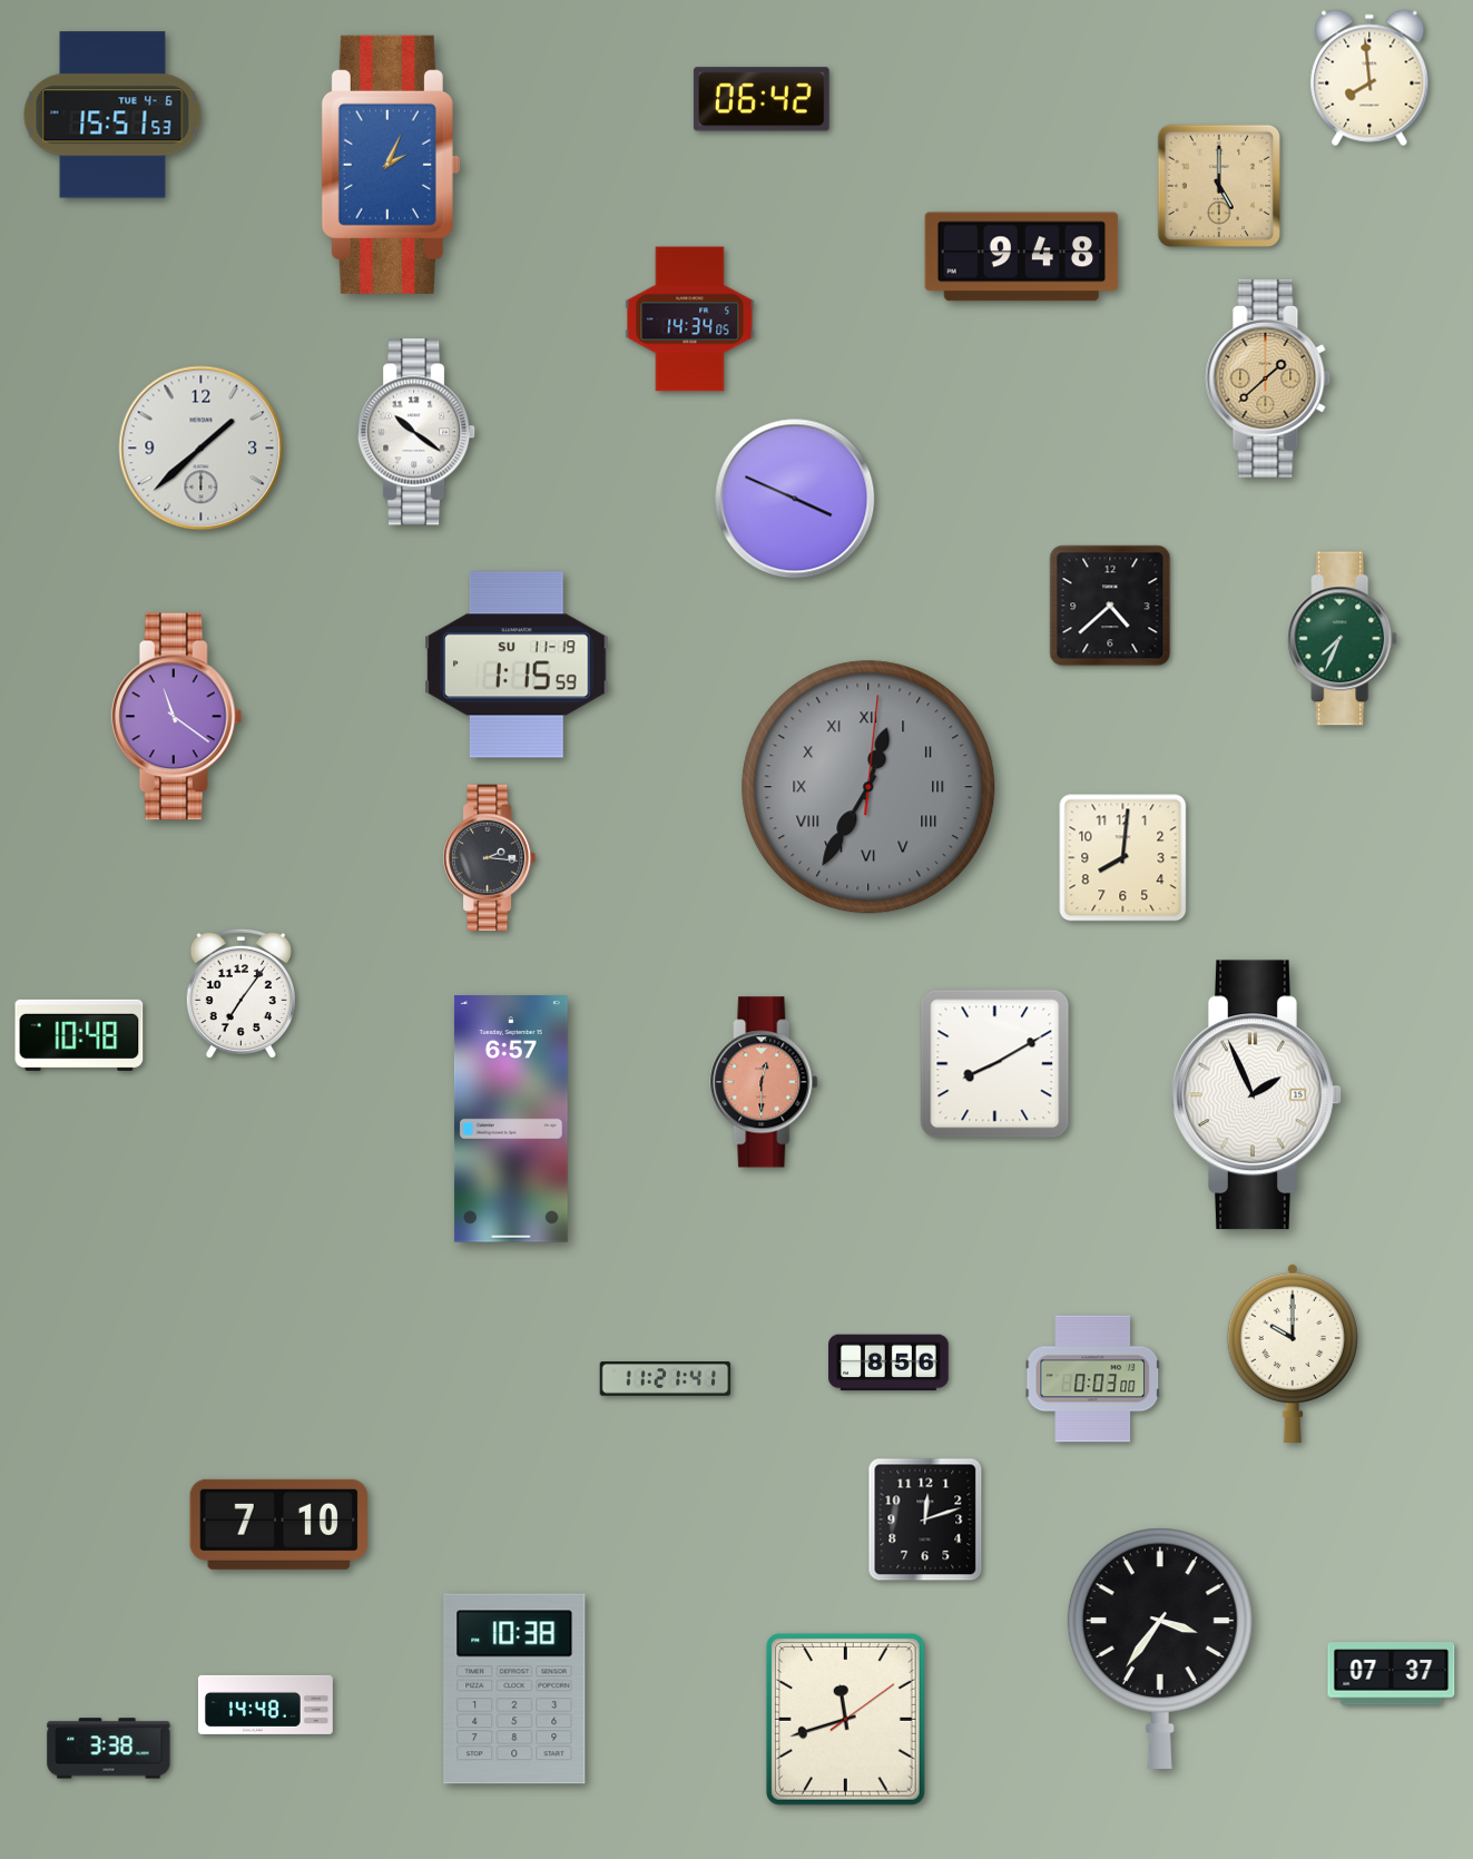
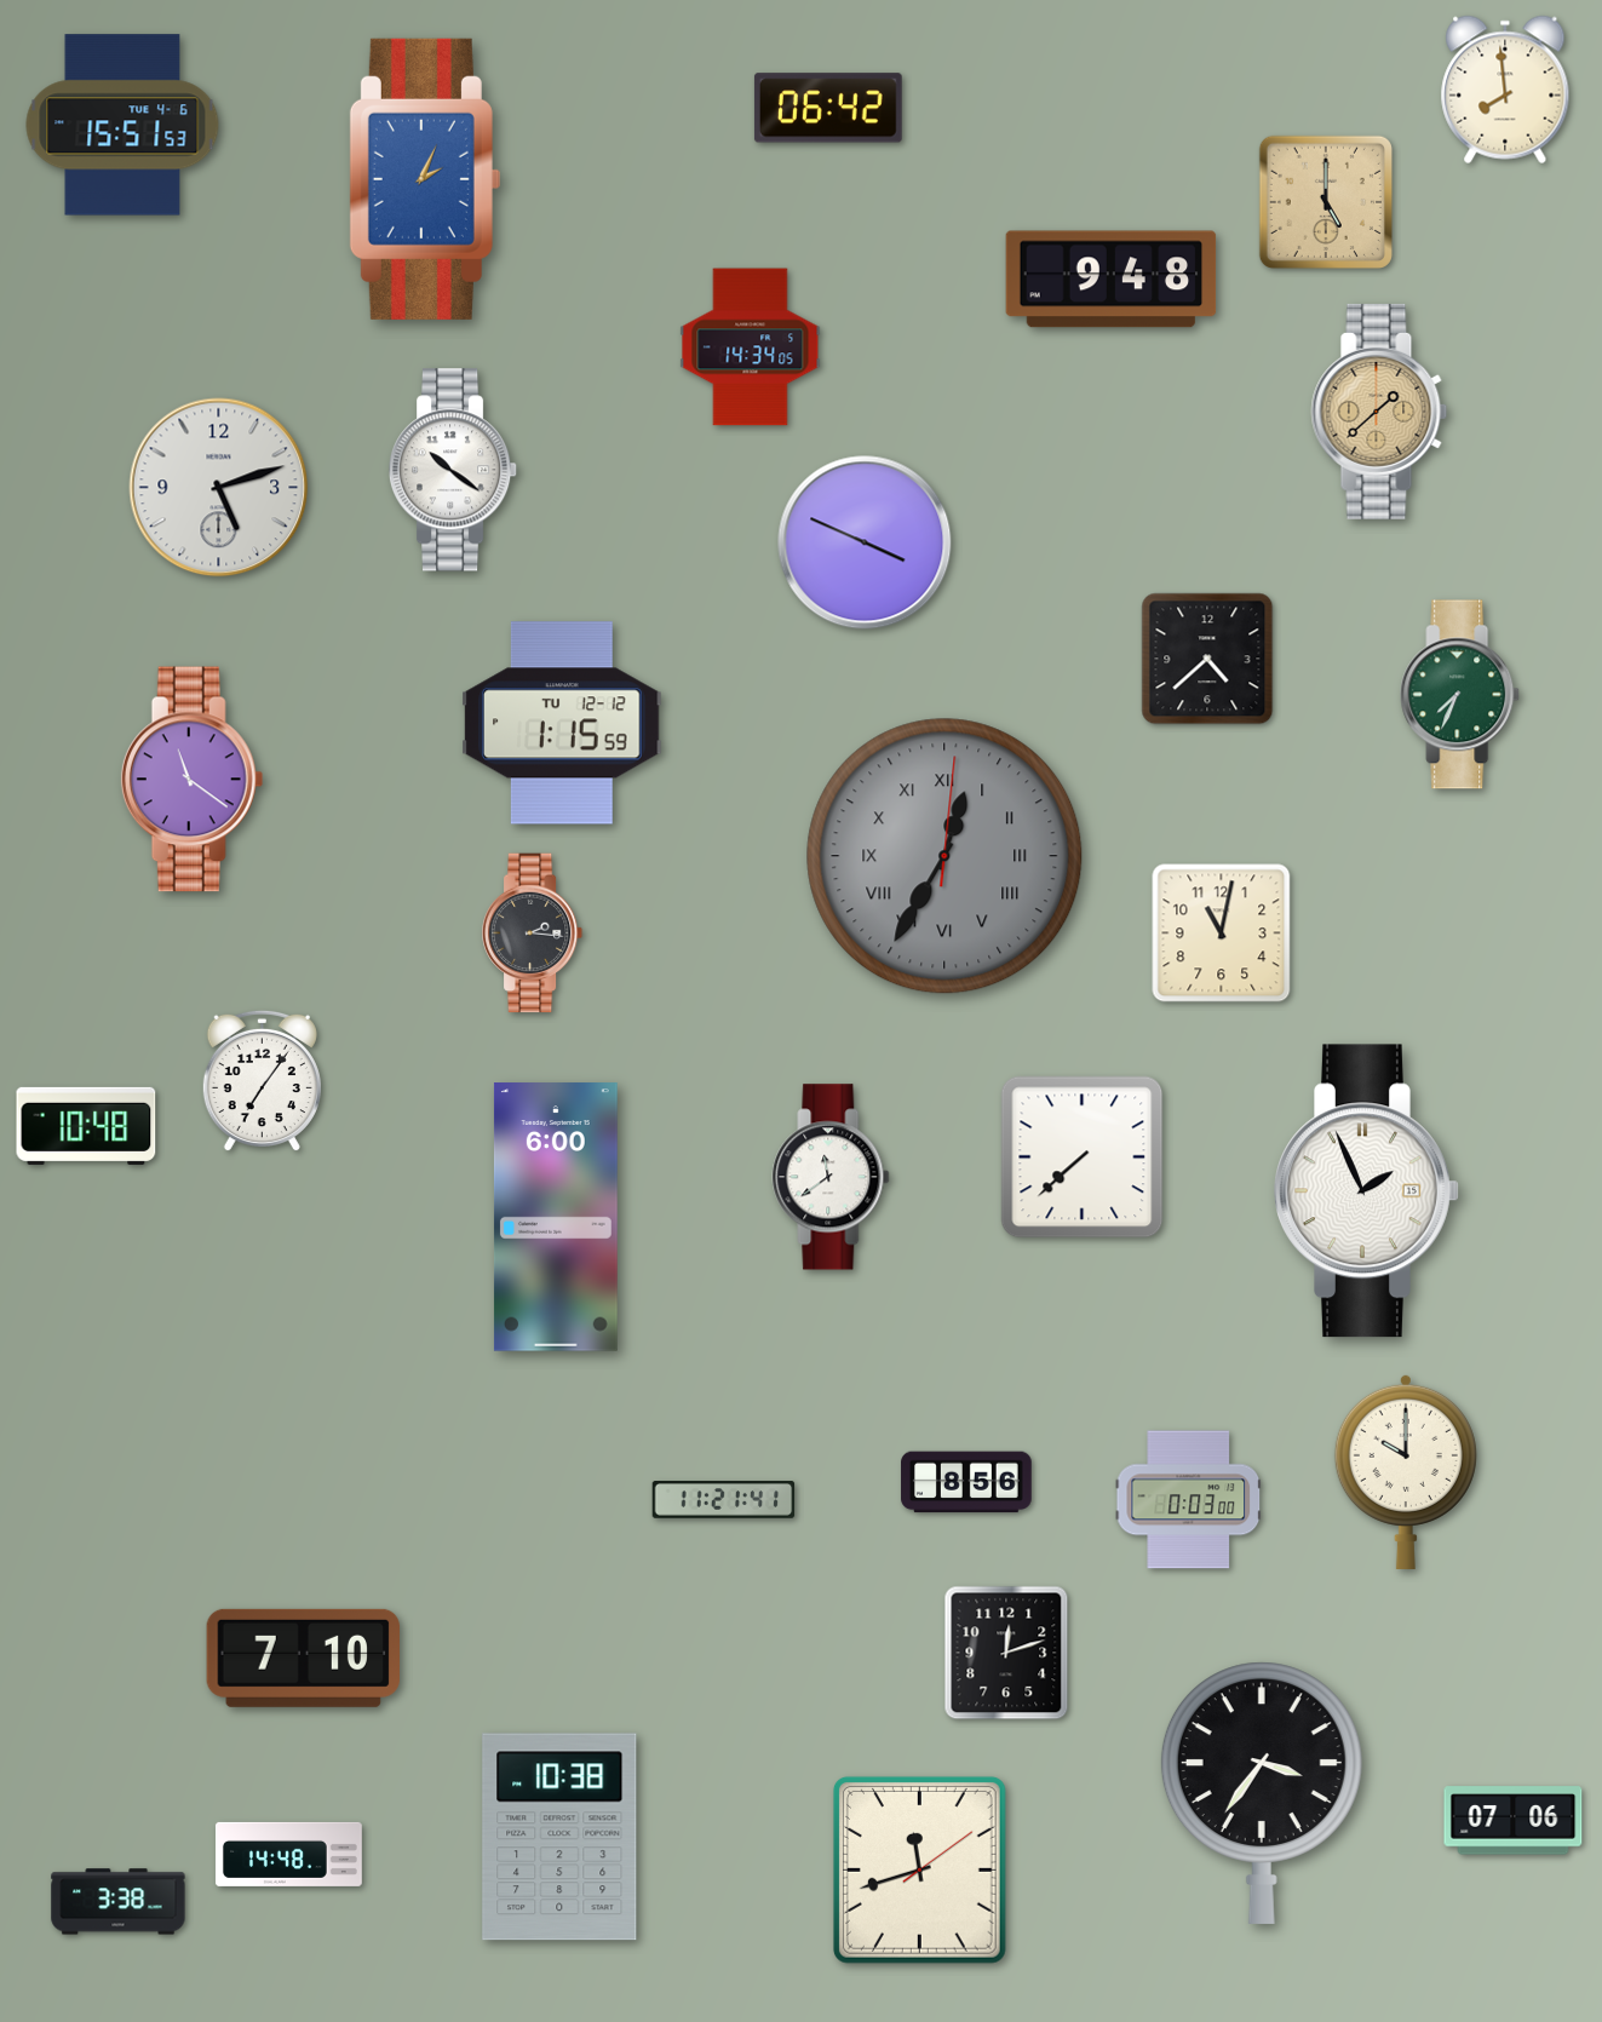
clock at (1369, 78) position: (1369, 78) -> (1505, 90)
clock at (202, 449): 1:38 -> 5:12
clock at (517, 665) date: SU 11-19 -> TU 12-12
clock at (1123, 858): 8:01 -> 11:02
clock at (995, 1064): 8:10 -> 7:38
clock at (764, 1082): 12:30 -> 11:39
clock at (764, 1082) dial: salmon -> white
clock at (511, 1119): 6:57 -> 6:00
clock at (1392, 1674): 07:37 -> 07:06
